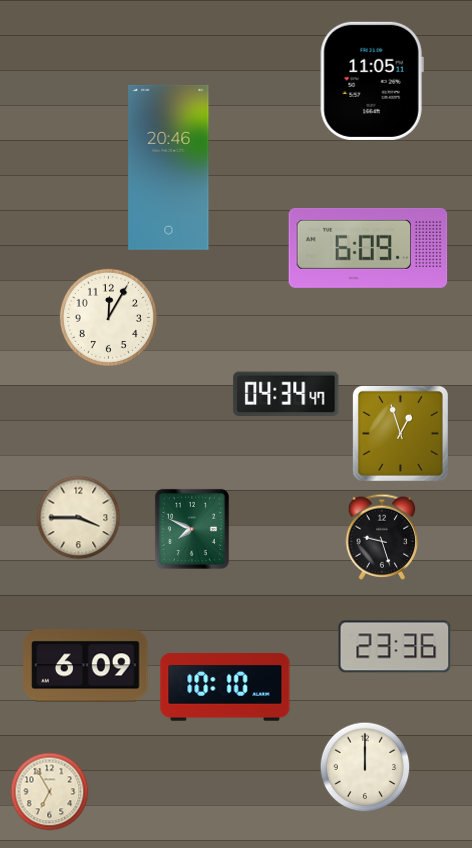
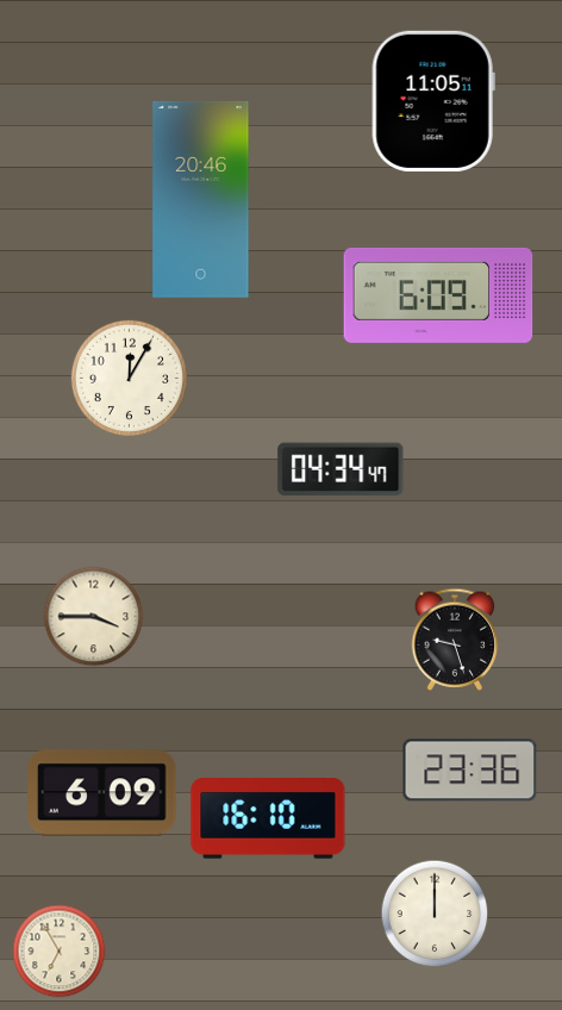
clock at (372, 81) position: (372, 81) -> (433, 101)
clock at (400, 433): 12:57 -> none
clock at (192, 529): 7:49 -> none
clock at (225, 687): 10:10 -> 16:10
clock at (50, 792) position: (50, 792) -> (60, 952)
